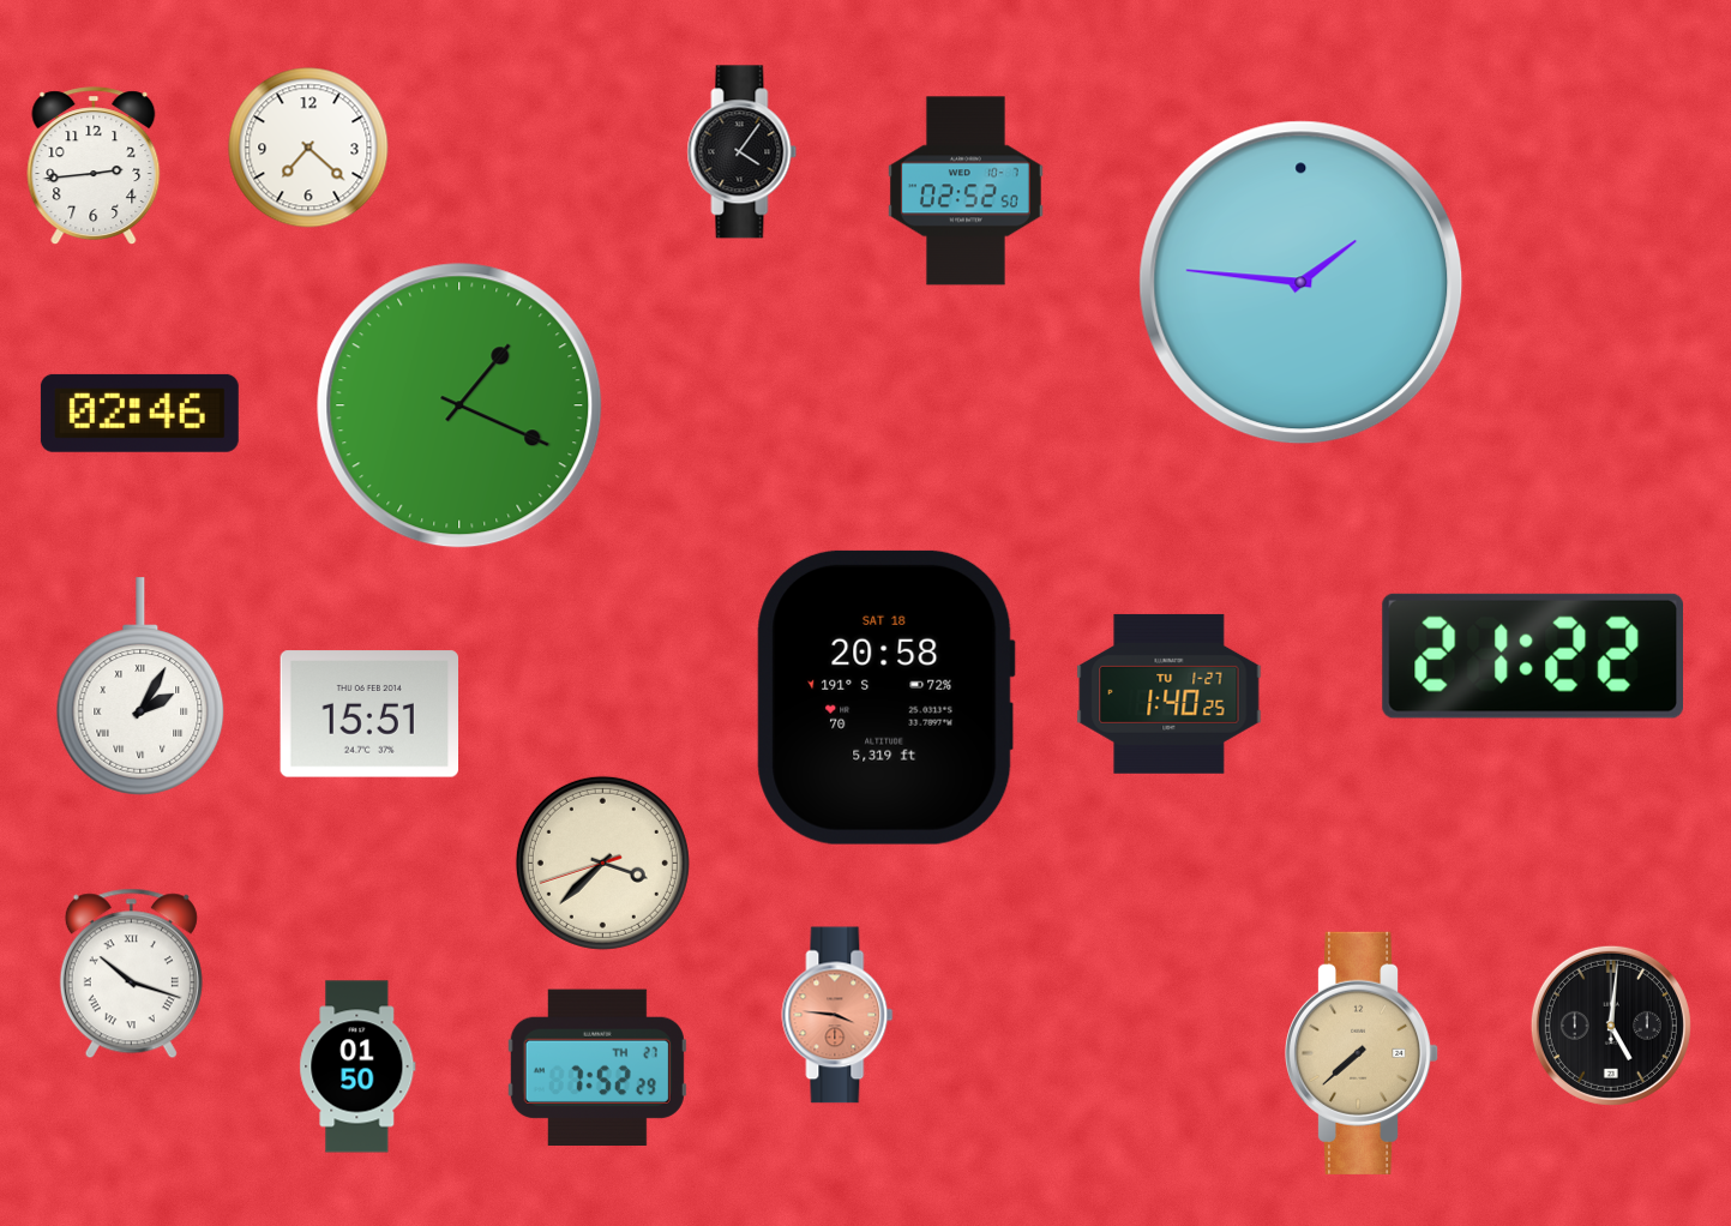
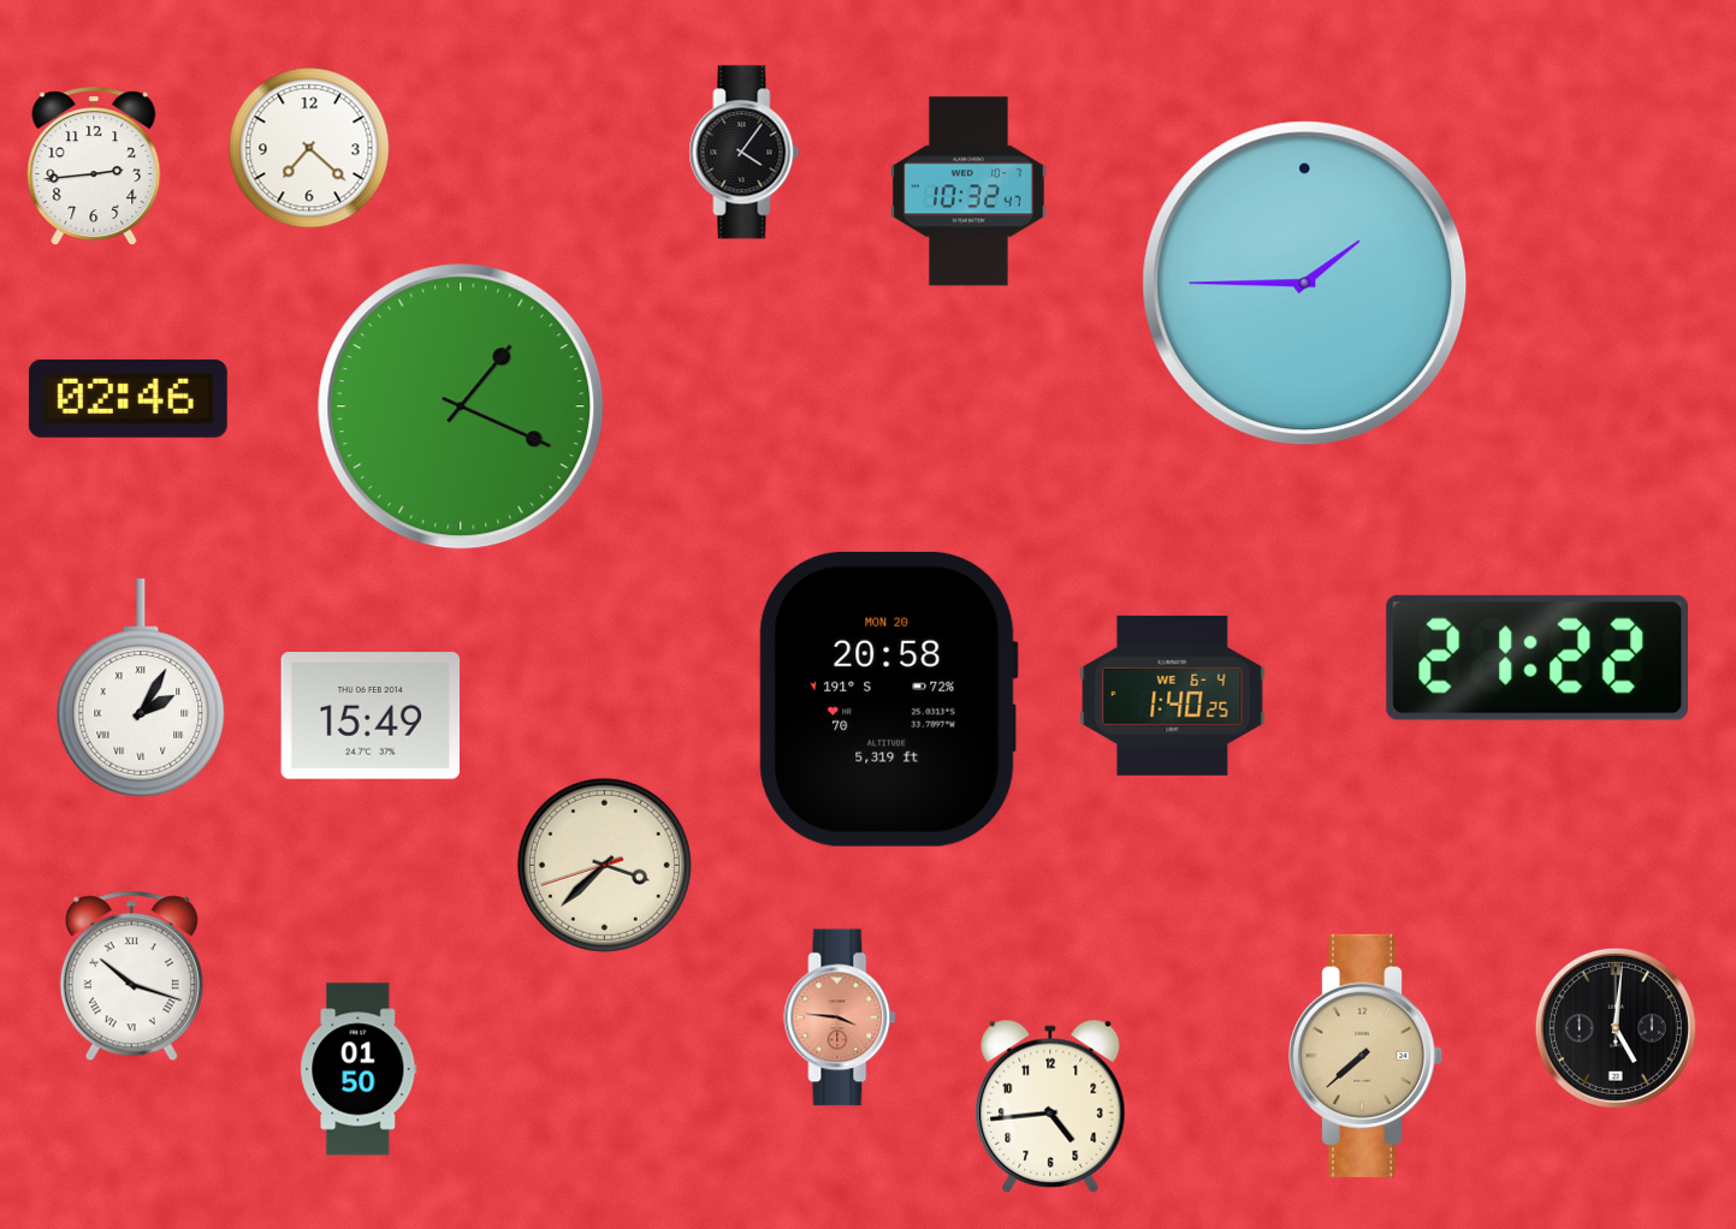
clock at (966, 191): 02:52 -> 10:32
clock at (1302, 283): 1:46 -> 1:45
clock at (139, 413) position: (139, 413) -> (128, 398)
clock at (1170, 693) date: TU 1-27 -> WE 6-4
clock at (885, 697) date: SAT 18 -> MON 20
clock at (368, 714): 15:51 -> 15:49
clock at (597, 1066): 7:52 -> none
clock at (1050, 1106): none -> 4:44
